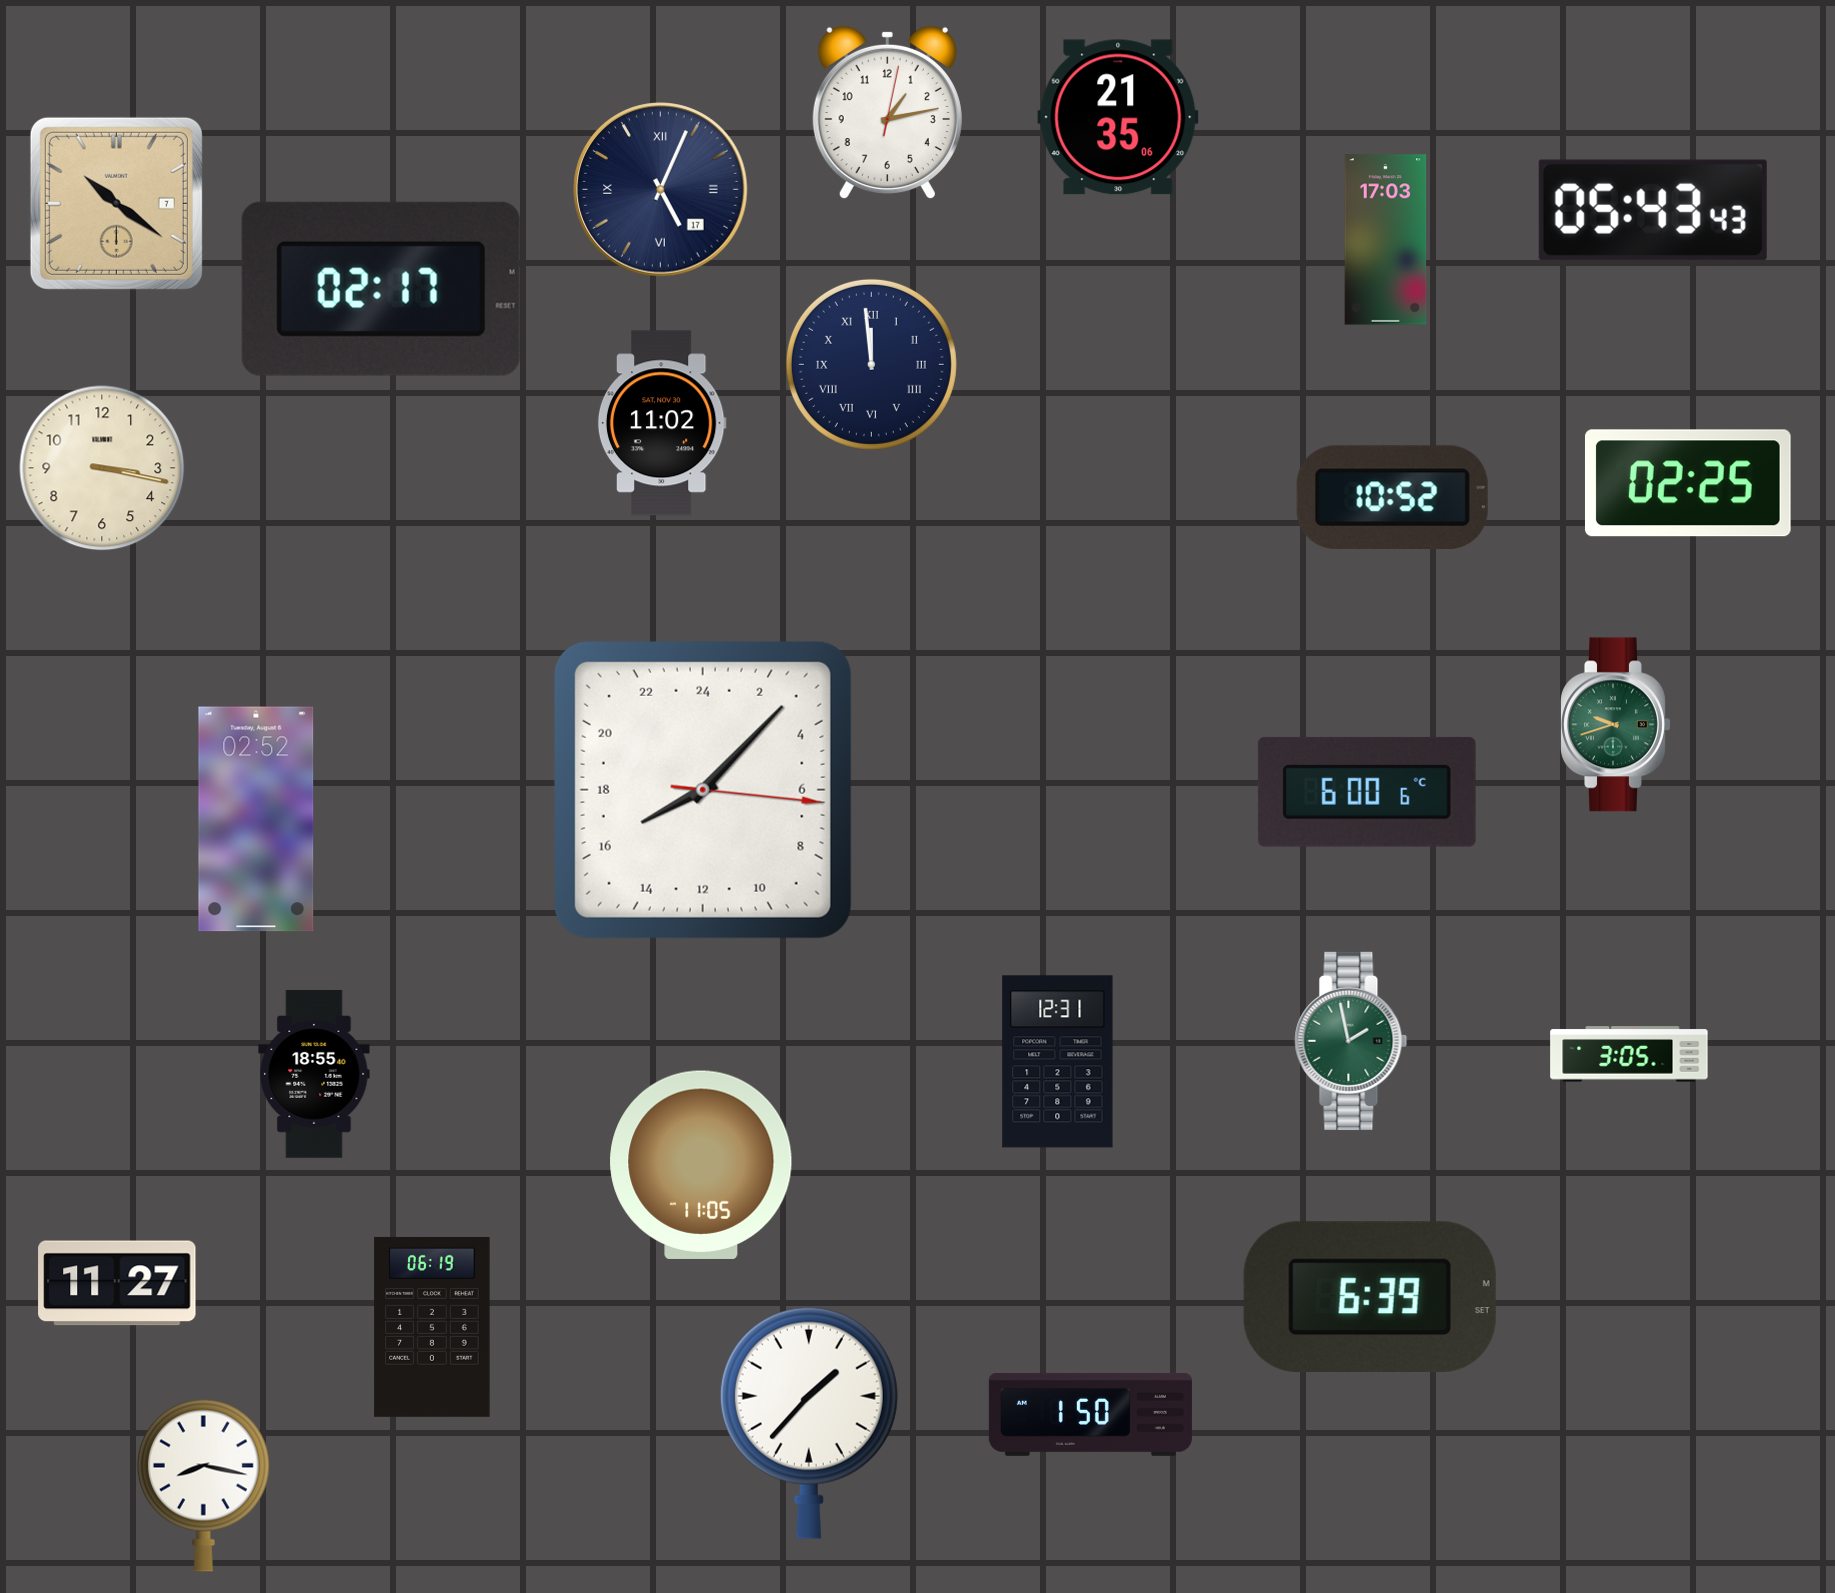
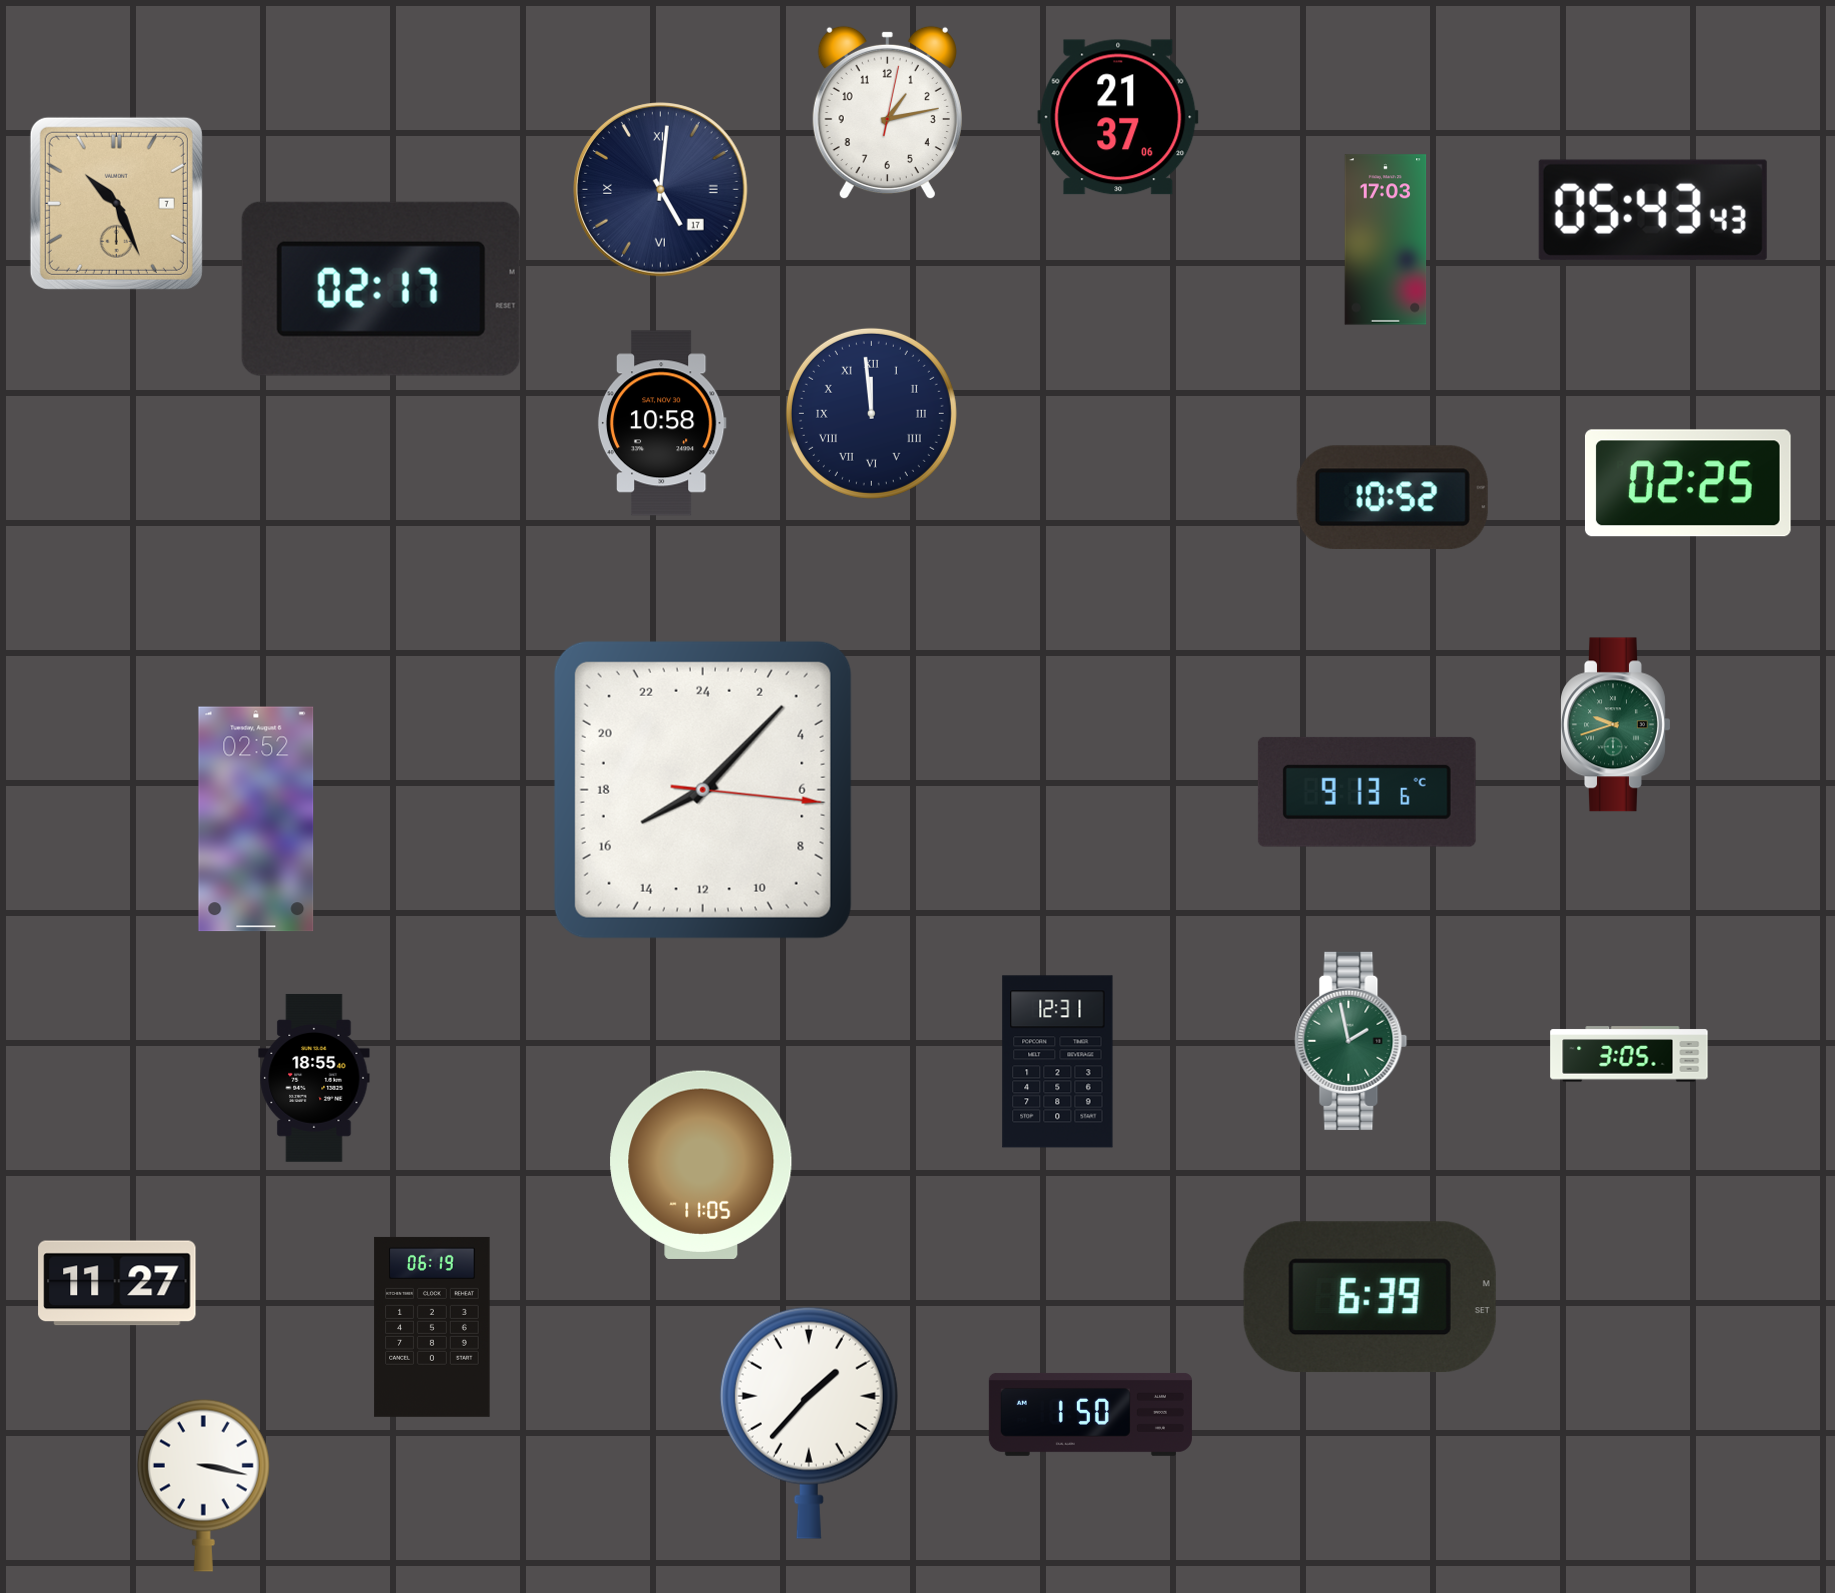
clock at (1118, 117): 21:35 -> 21:37
clock at (661, 190): 5:04 -> 5:01
clock at (116, 203): 10:21 -> 10:26
clock at (871, 364) position: (871, 364) -> (871, 413)
clock at (662, 423): 11:02 -> 10:58
clock at (102, 468): 3:17 -> none
clock at (1367, 792): 6:00 -> 9:13
clock at (314, 1074) position: (314, 1074) -> (314, 1078)
clock at (203, 1485): 8:17 -> 3:17
